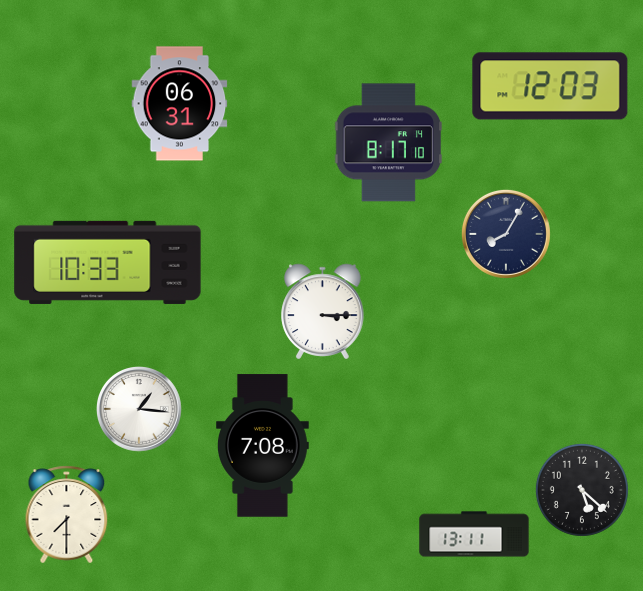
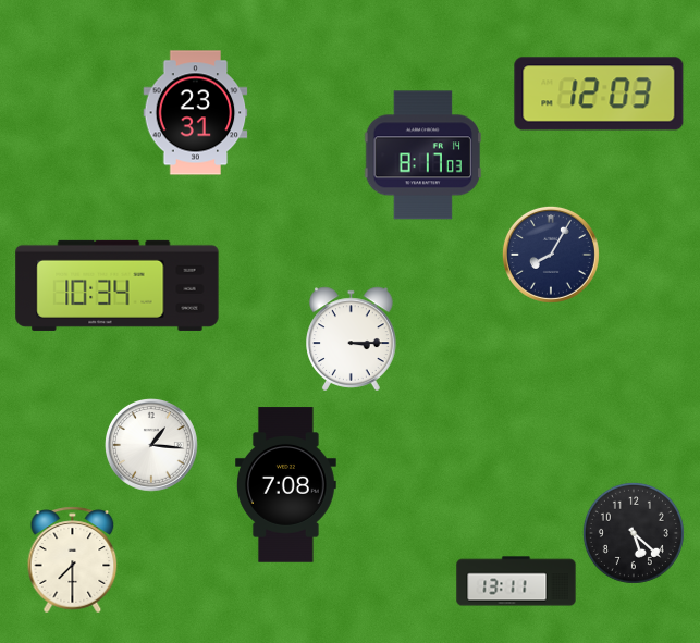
clock at (180, 104): 06:31 -> 23:31
clock at (389, 143): 8:17:10 -> 8:17:03
clock at (108, 262): 10:33 -> 10:34
